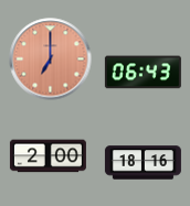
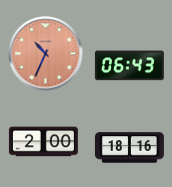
clock at (51, 59): 7:00 -> 10:34
